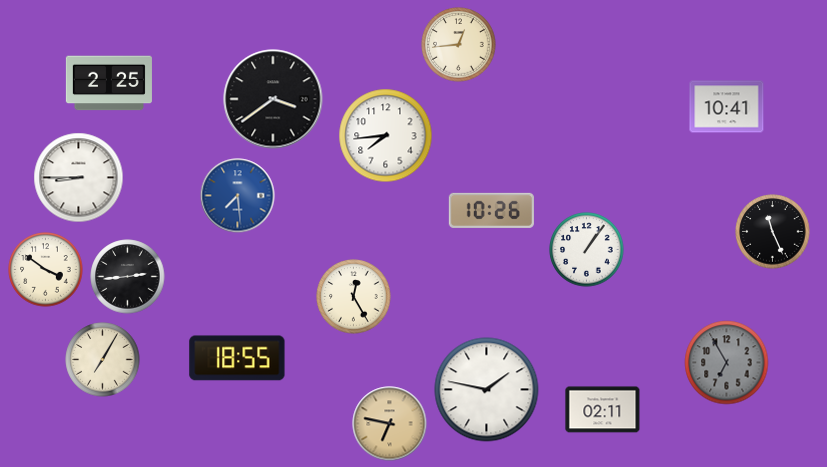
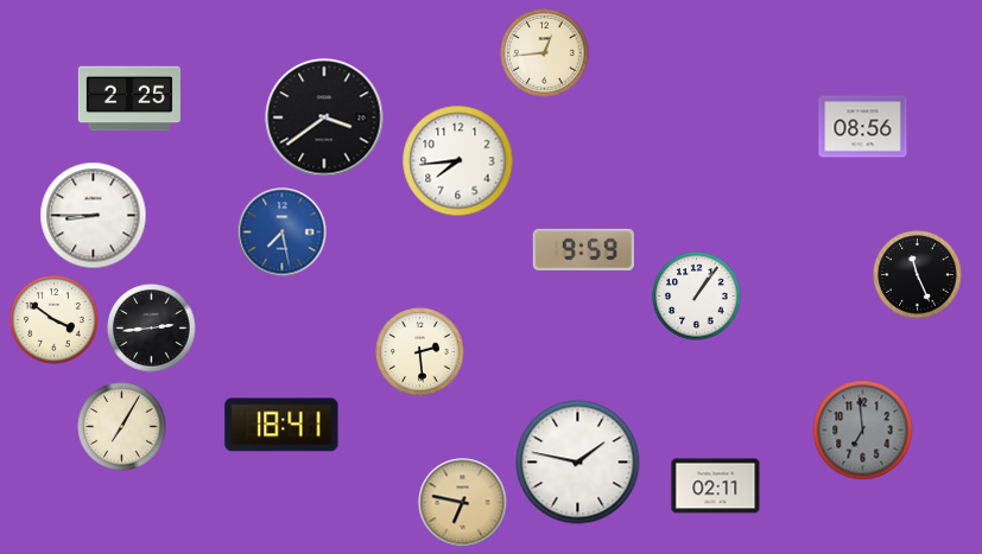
clock at (727, 107): 10:41 -> 08:56
clock at (79, 178) position: (79, 178) -> (94, 216)
clock at (238, 196): 7:29 -> 7:28
clock at (491, 210): 10:26 -> 9:59
clock at (354, 297): 12:25 -> 2:29
clock at (237, 358): 18:55 -> 18:41
clock at (727, 363): 6:55 -> 6:59
